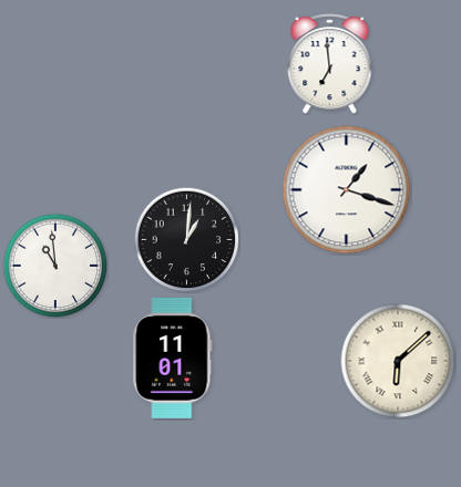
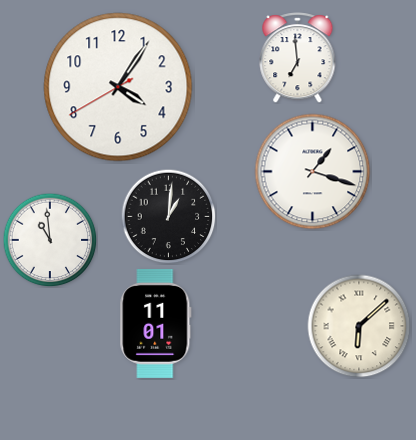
clock at (118, 87): none -> 4:05
